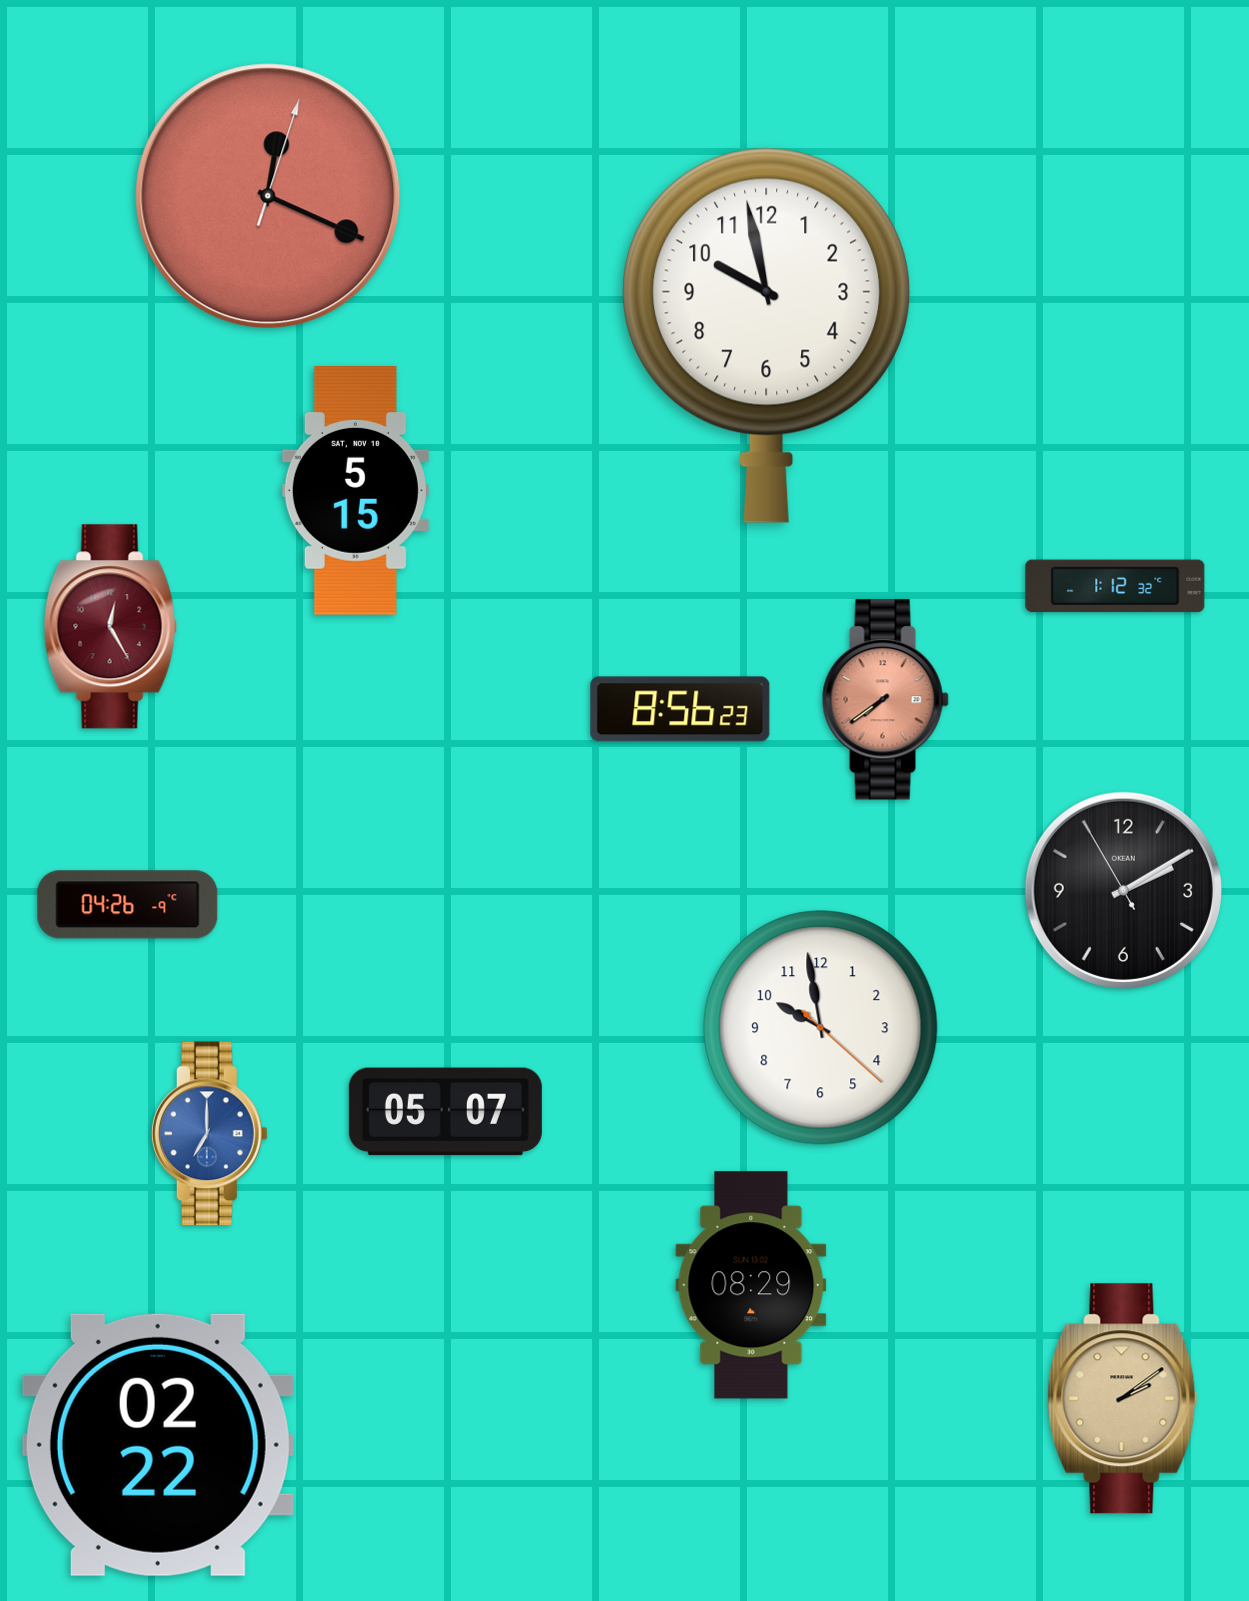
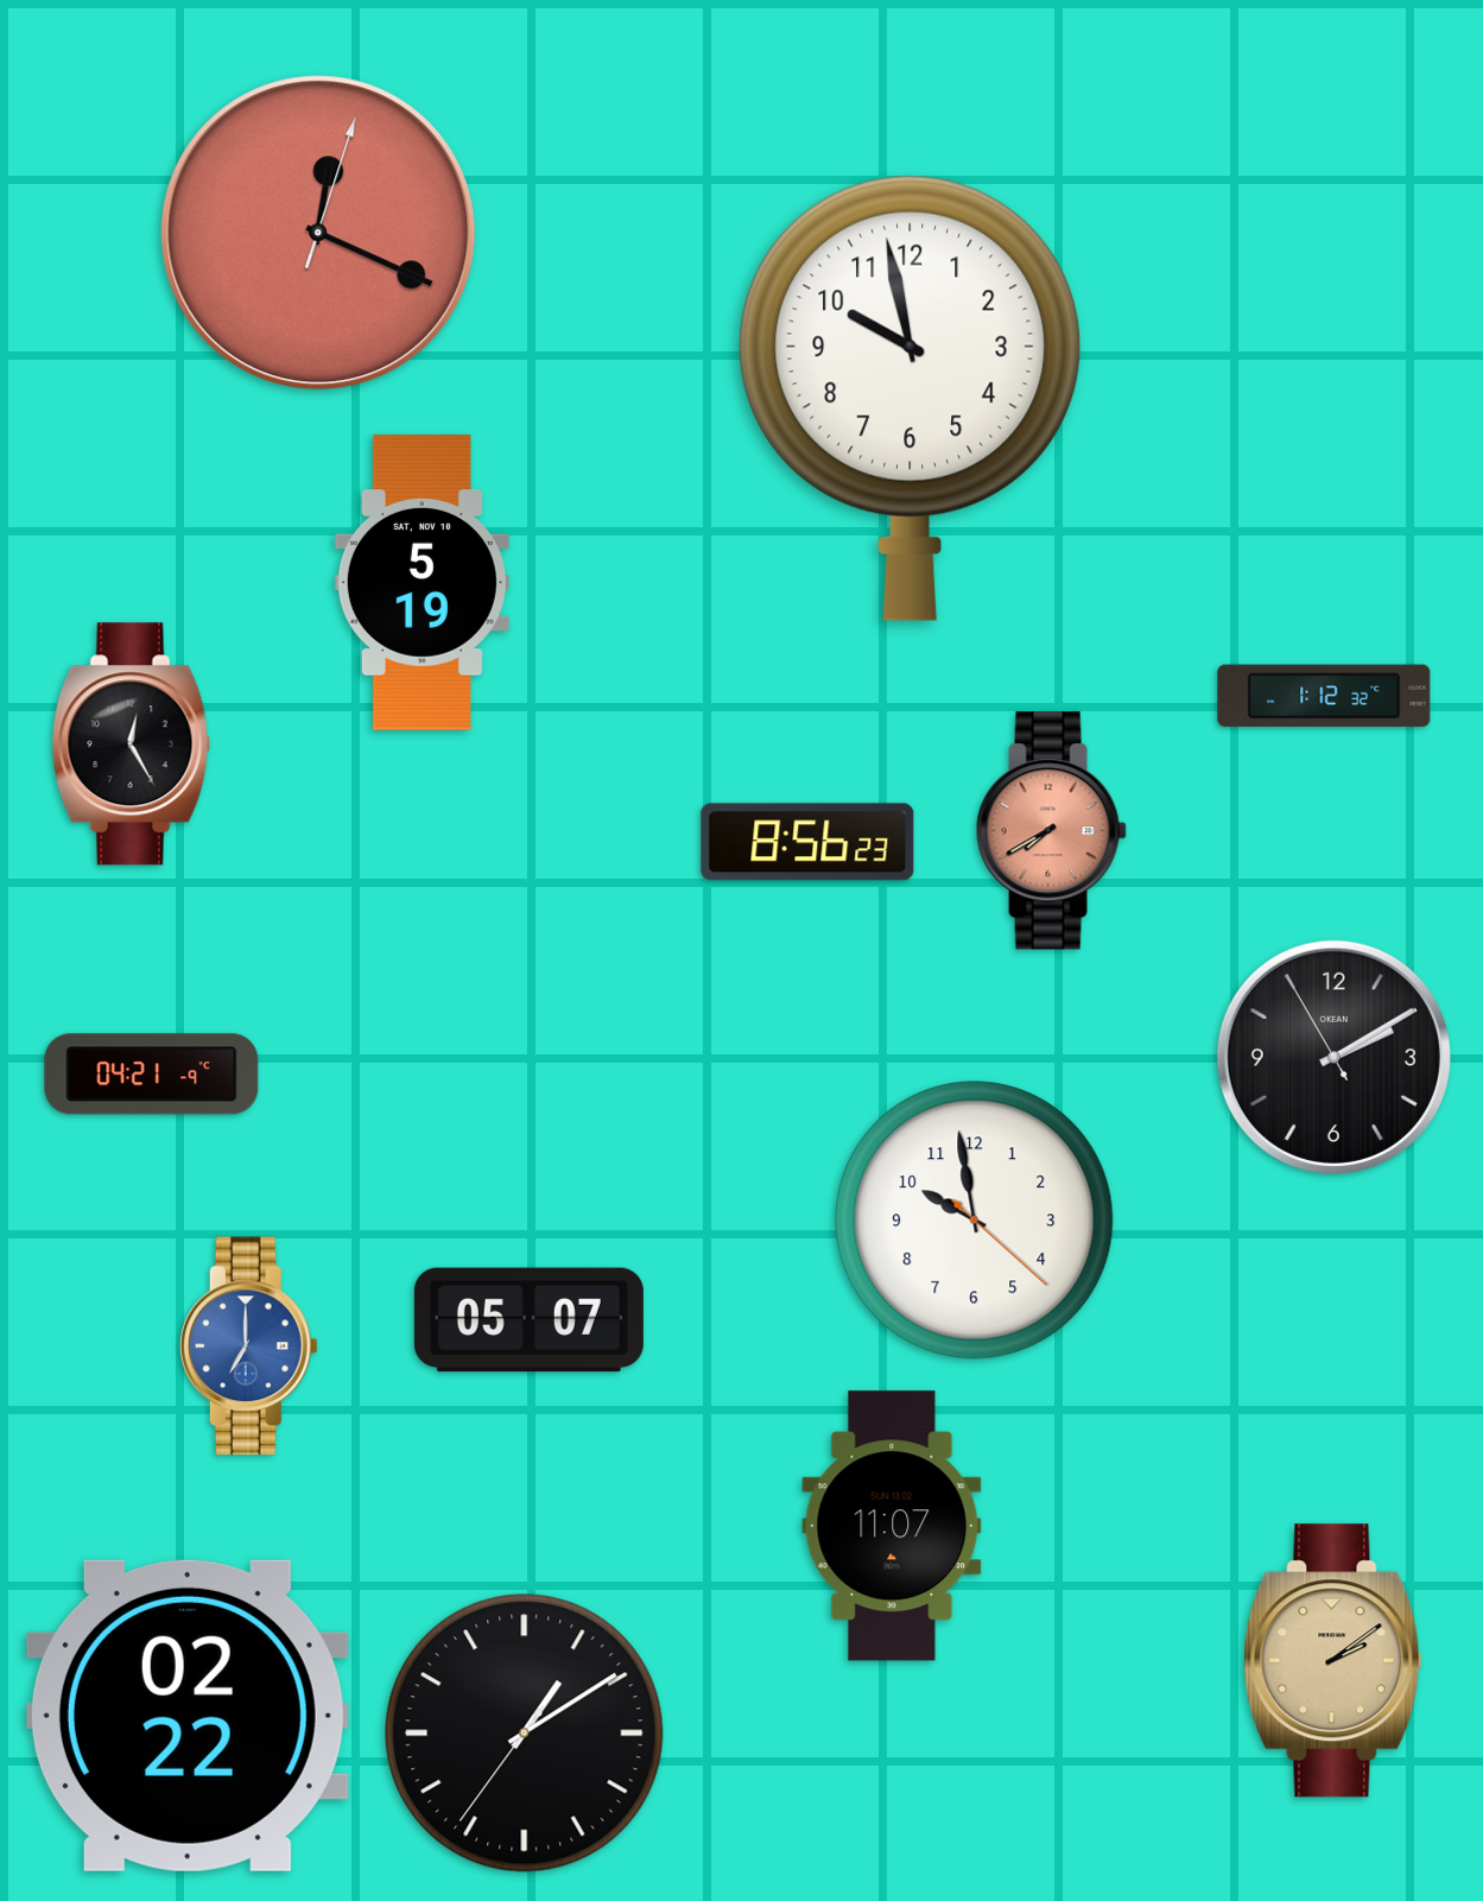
clock at (355, 491): 5:15 -> 5:19
clock at (110, 627) dial: burgundy -> black
clock at (885, 700): 7:39 -> 7:40
clock at (128, 905): 04:26 -> 04:21
clock at (751, 1285): 08:29 -> 11:07
clock at (525, 1734): none -> 1:09
